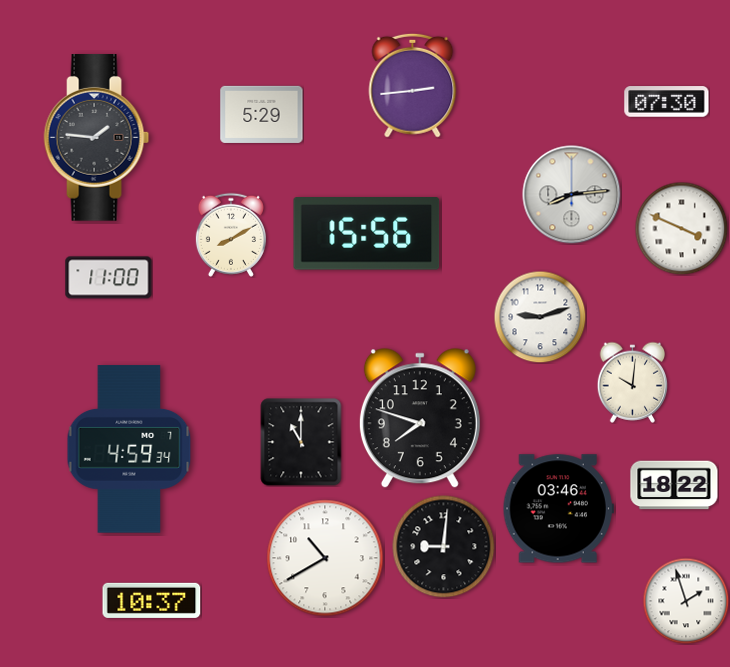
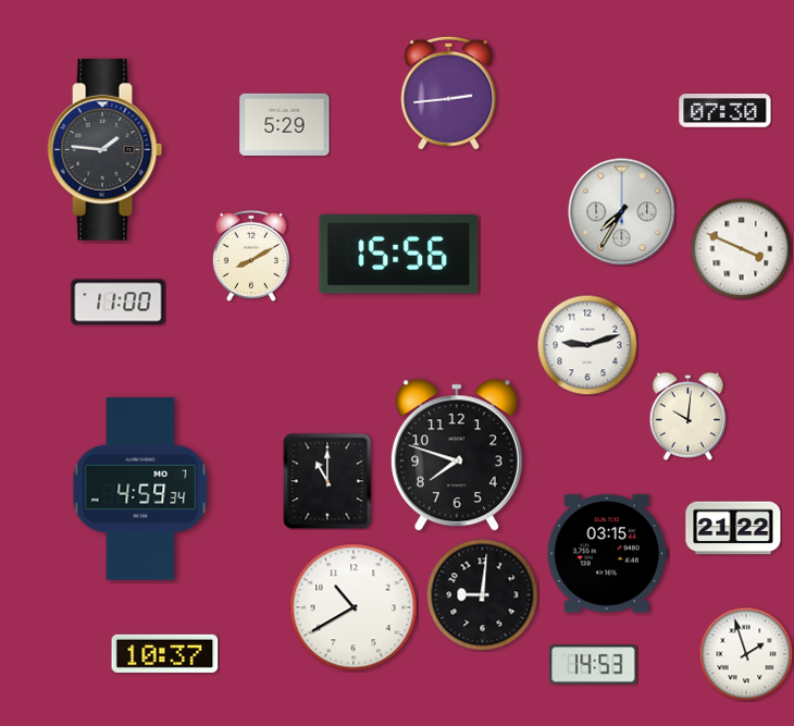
clock at (572, 195): 8:14 -> 7:35
clock at (674, 485): 18:22 -> 21:22
clock at (558, 509): 03:46 -> 03:15
clock at (594, 665): none -> 14:53
